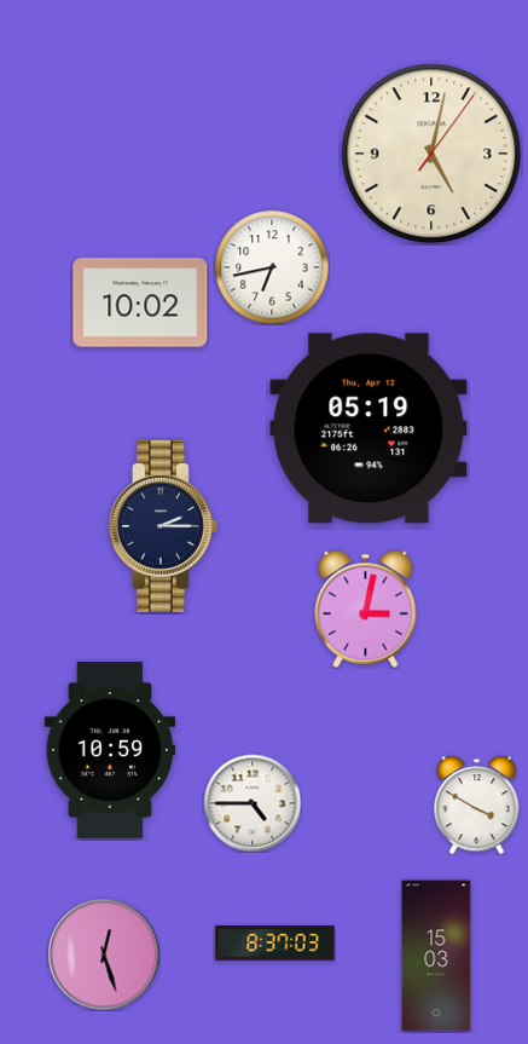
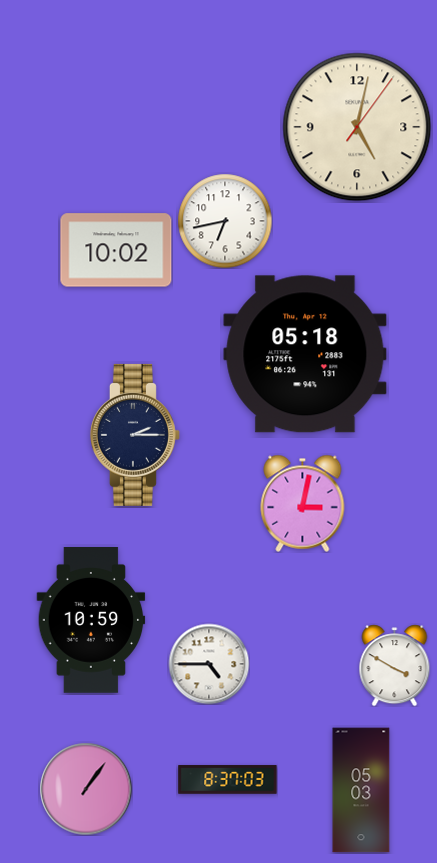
clock at (369, 428): 05:19 -> 05:18
clock at (104, 954): 12:27 -> 1:06
clock at (436, 956): 15:03 -> 05:03
